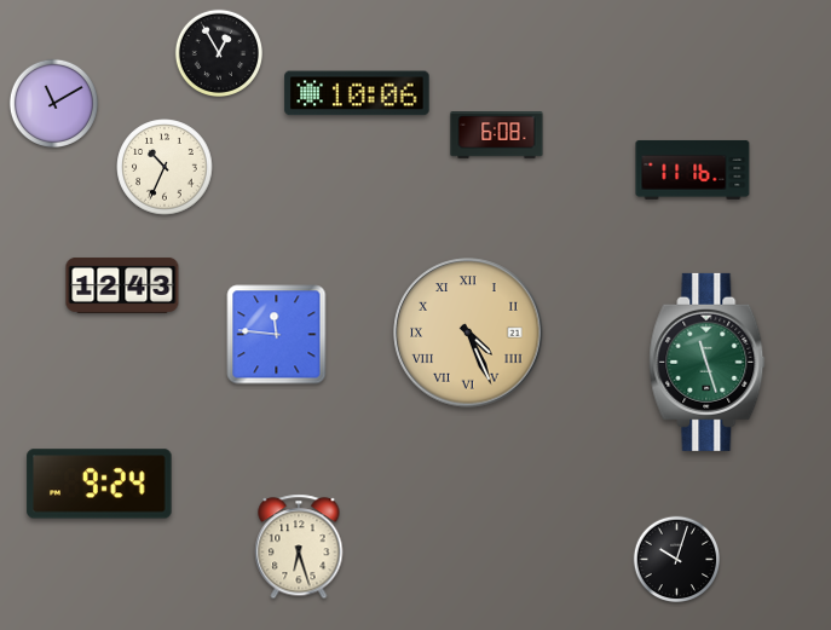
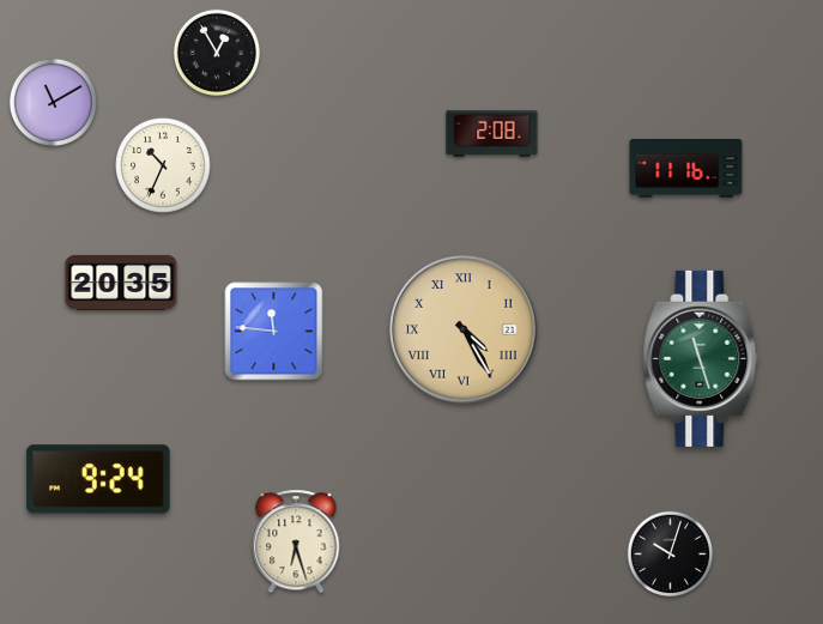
clock at (357, 93): 10:06 -> none
clock at (497, 135): 6:08 -> 2:08
clock at (122, 285): 12:43 -> 20:35
clock at (468, 333): 4:26 -> 4:25
